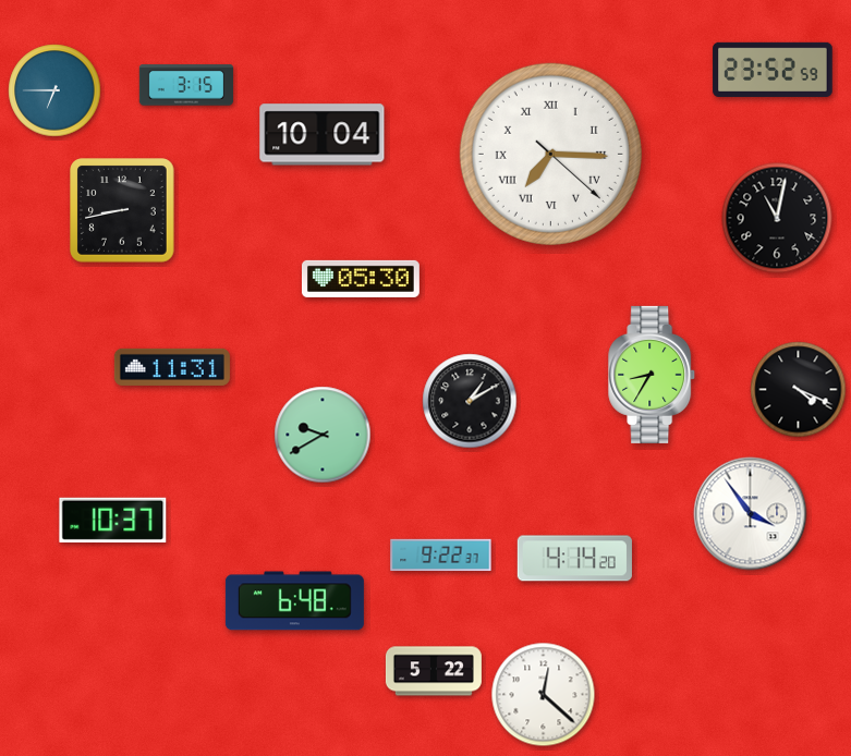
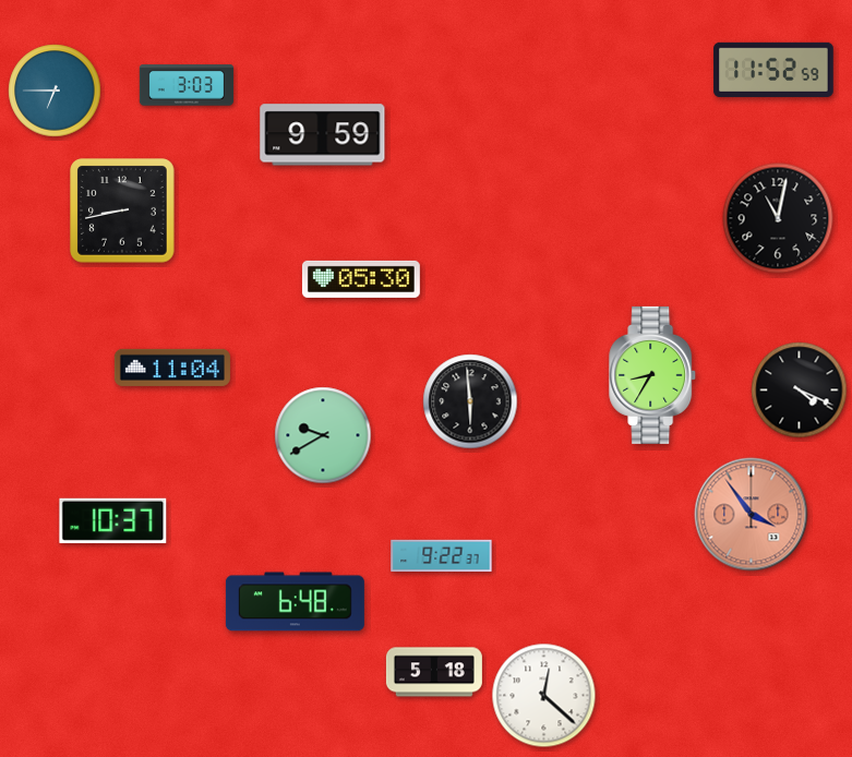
clock at (773, 70): 23:52 -> 11:52
clock at (186, 85): 3:15 -> 3:03
clock at (323, 135): 10:04 -> 9:59
clock at (550, 154): 7:15 -> none
clock at (172, 367): 11:31 -> 11:04
clock at (470, 401): 1:10 -> 5:59
clock at (751, 514) dial: white -> salmon
clock at (574, 559): 4:14 -> none
clock at (434, 671): 5:22 -> 5:18
